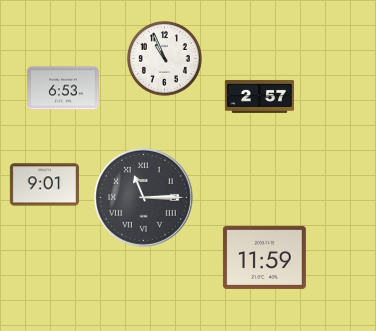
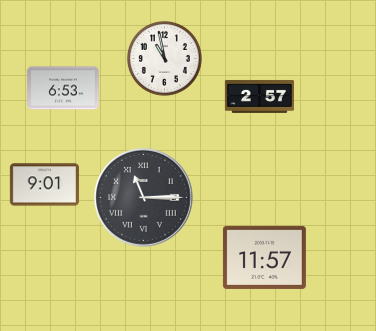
clock at (164, 58): 10:56 -> 10:58
clock at (264, 257): 11:59 -> 11:57
